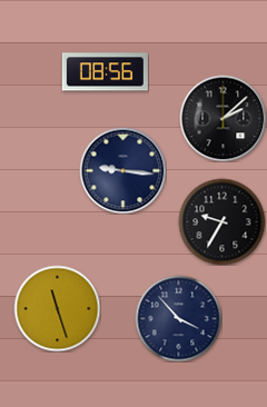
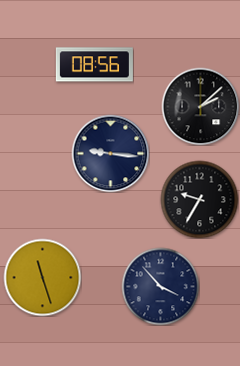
clock at (57, 308) position: (57, 308) -> (42, 277)
